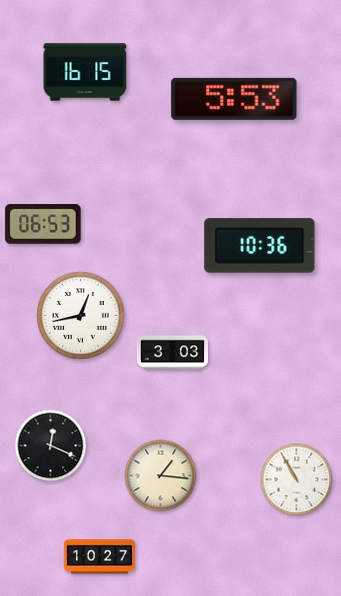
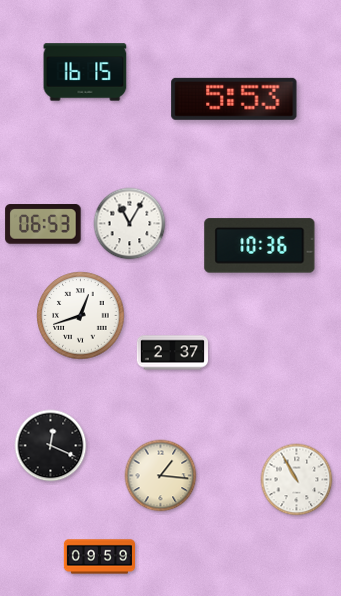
clock at (130, 224): none -> 11:05
clock at (81, 316): 12:43 -> 12:42
clock at (172, 353): 3:03 -> 2:37
clock at (99, 557): 10:27 -> 09:59
